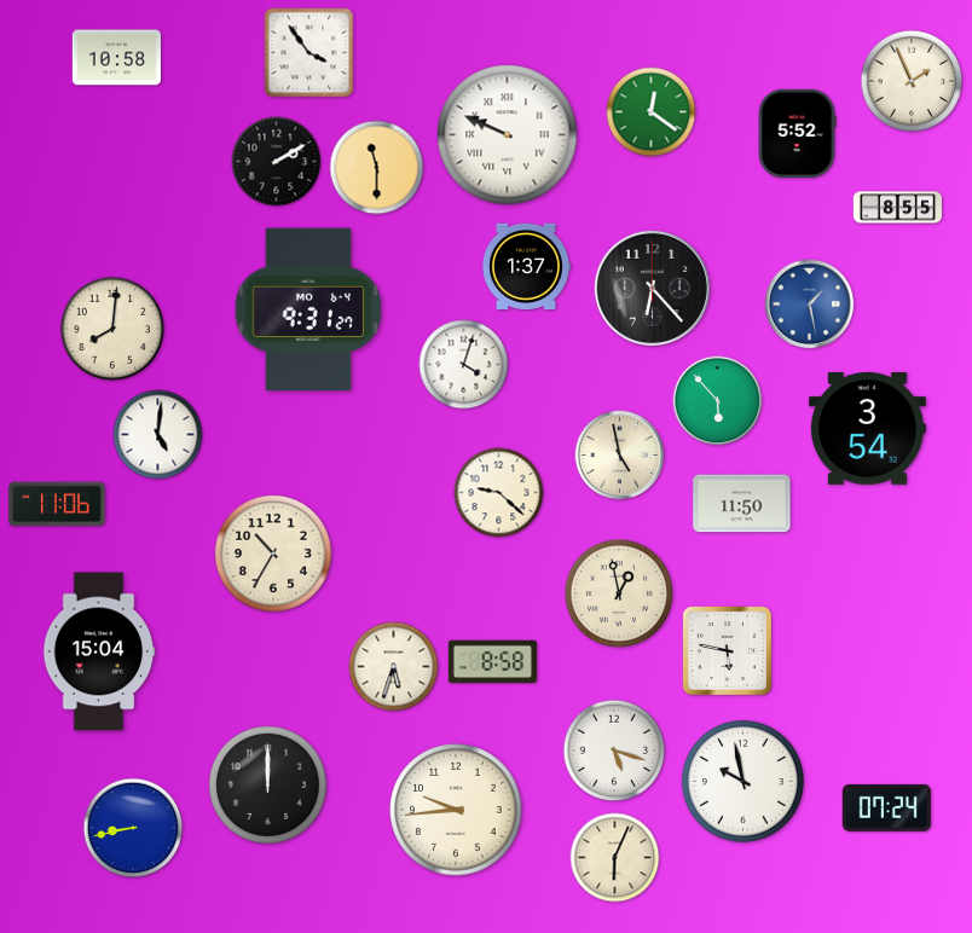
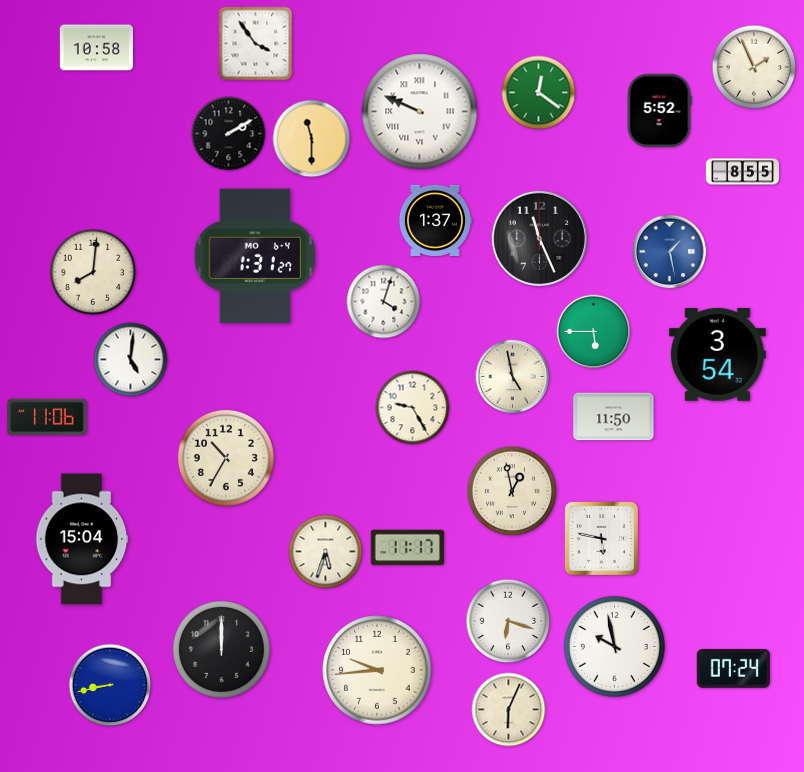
clock at (652, 288): 6:23 -> 11:26
clock at (308, 309): 9:31 -> 1:31
clock at (718, 401): 5:53 -> 5:45
clock at (499, 493): 9:22 -> 9:25
clock at (492, 662): 8:58 -> 11:17
clock at (614, 751): 5:18 -> 6:18
